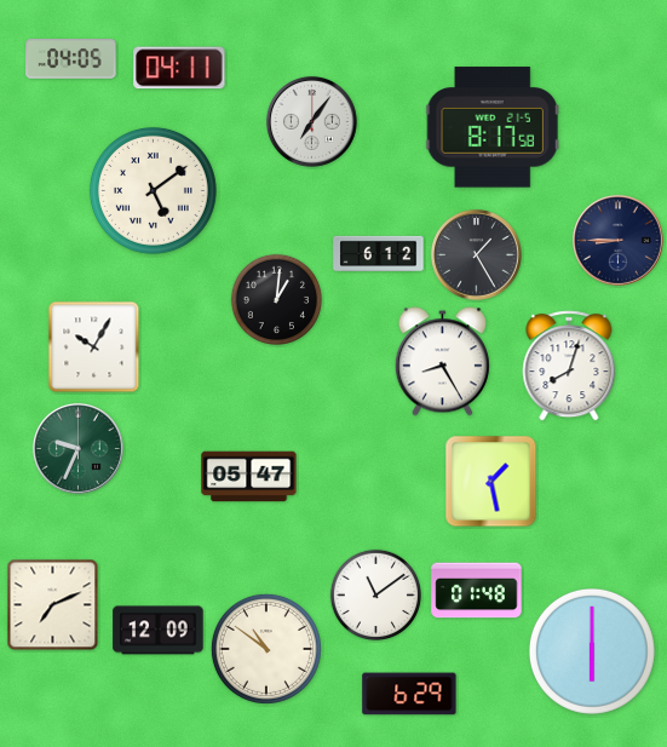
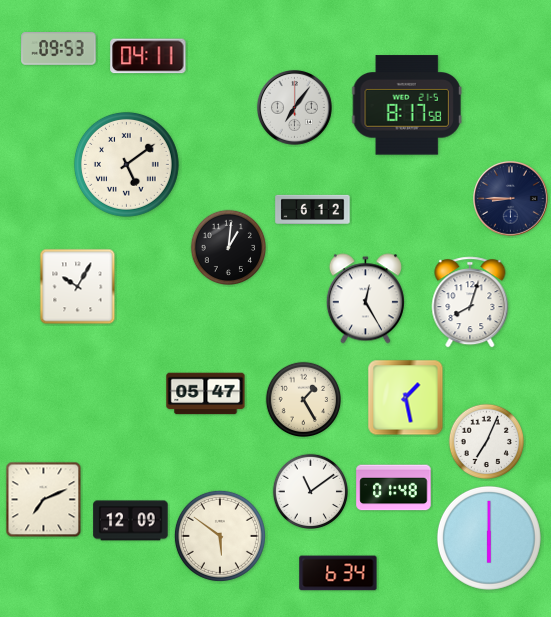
clock at (71, 59): 04:05 -> 09:53
clock at (312, 122) position: (312, 122) -> (295, 108)
clock at (153, 190) position: (153, 190) -> (126, 164)
clock at (477, 255): 1:25 -> none
clock at (442, 362): 8:25 -> 12:25
clock at (79, 449): 9:34 -> none
clock at (303, 399): none -> 1:25
clock at (486, 441): none -> 7:04
clock at (266, 649): 10:51 -> 5:51
clock at (409, 694): 6:29 -> 6:34
